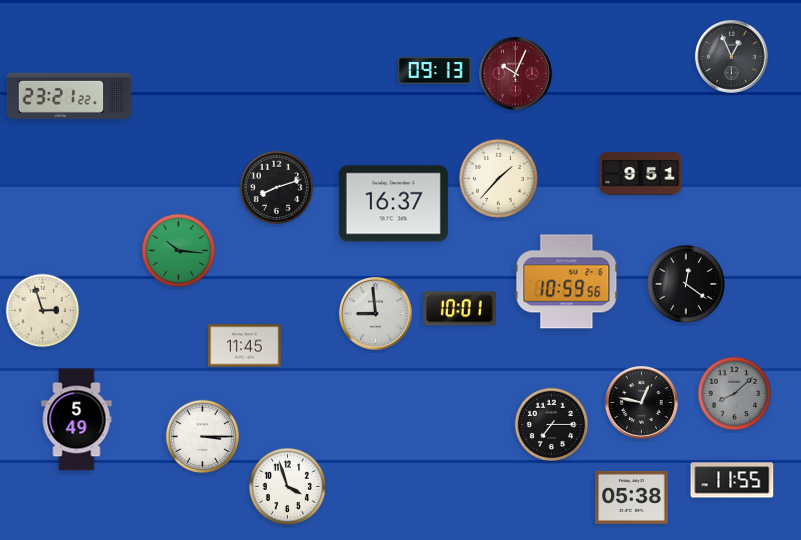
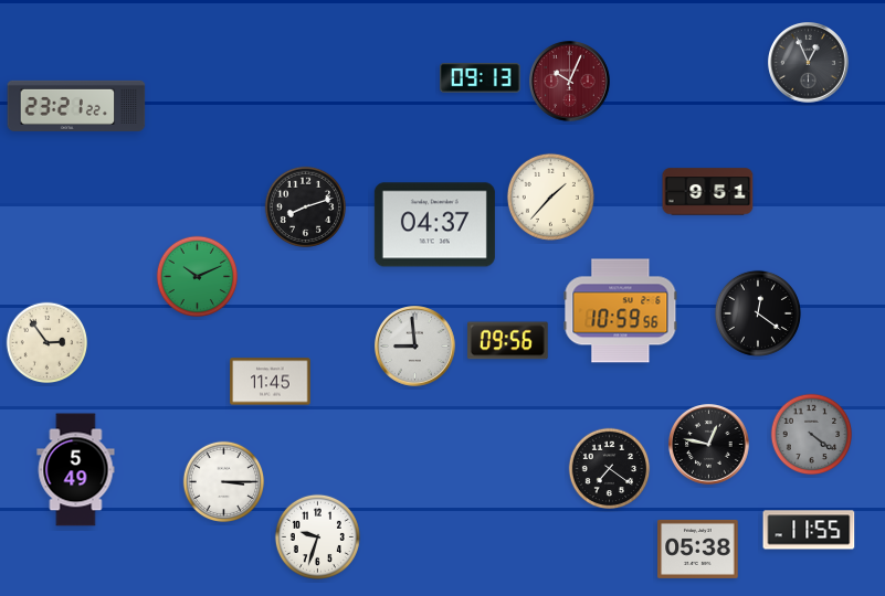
clock at (393, 204): 16:37 -> 04:37
clock at (179, 251): 10:16 -> 10:11
clock at (567, 282) position: (567, 282) -> (621, 311)
clock at (460, 309): 10:01 -> 09:56
clock at (43, 311): 2:57 -> 2:54
clock at (735, 394): 8:08 -> 4:21
clock at (77, 420) position: (77, 420) -> (76, 470)
clock at (552, 425): 7:15 -> 7:21
clock at (287, 486): 3:57 -> 9:33
